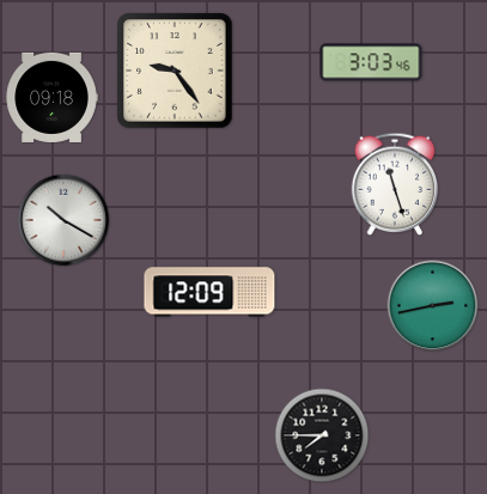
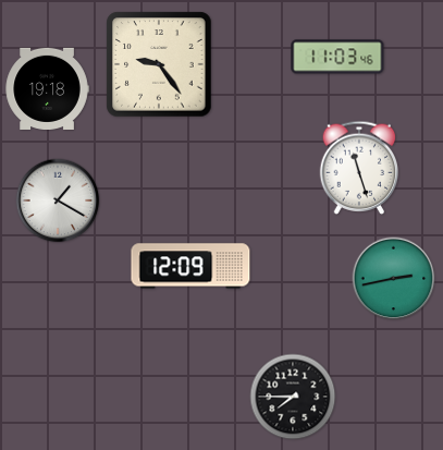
clock at (371, 62): 3:03 -> 11:03
clock at (51, 97): 09:18 -> 19:18
clock at (63, 220): 10:20 -> 1:20
